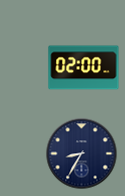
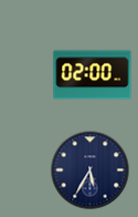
clock at (82, 154): 8:35 -> 5:35
